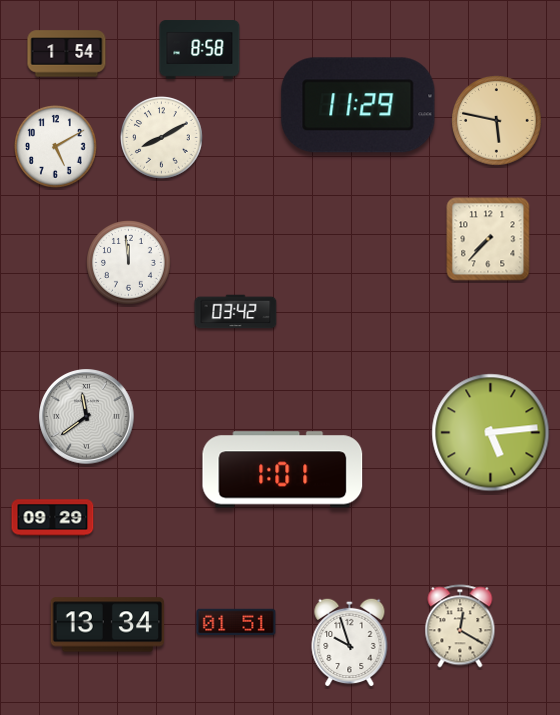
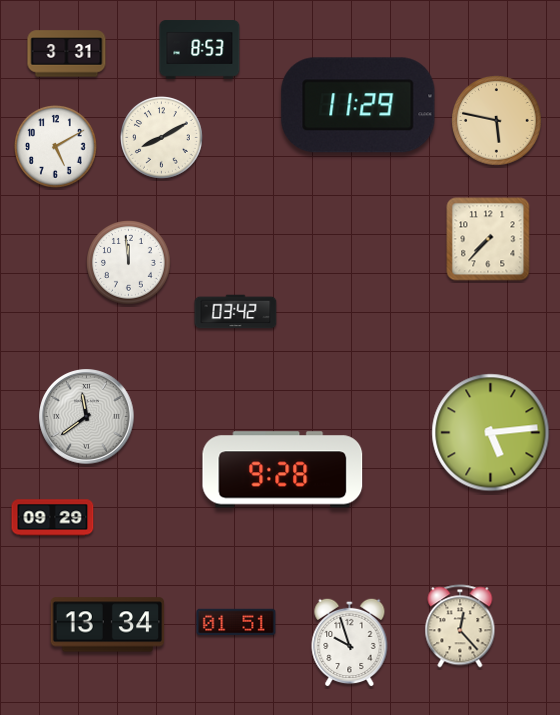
clock at (200, 50): 8:58 -> 8:53
clock at (67, 54): 1:54 -> 3:31
clock at (283, 470): 1:01 -> 9:28
clock at (460, 626): 12:20 -> 12:23
